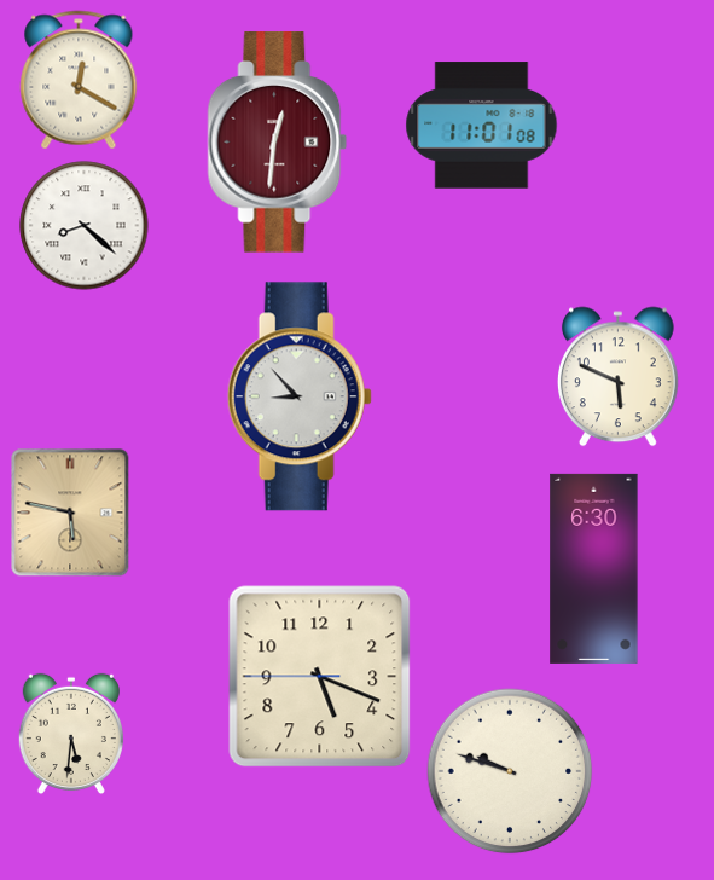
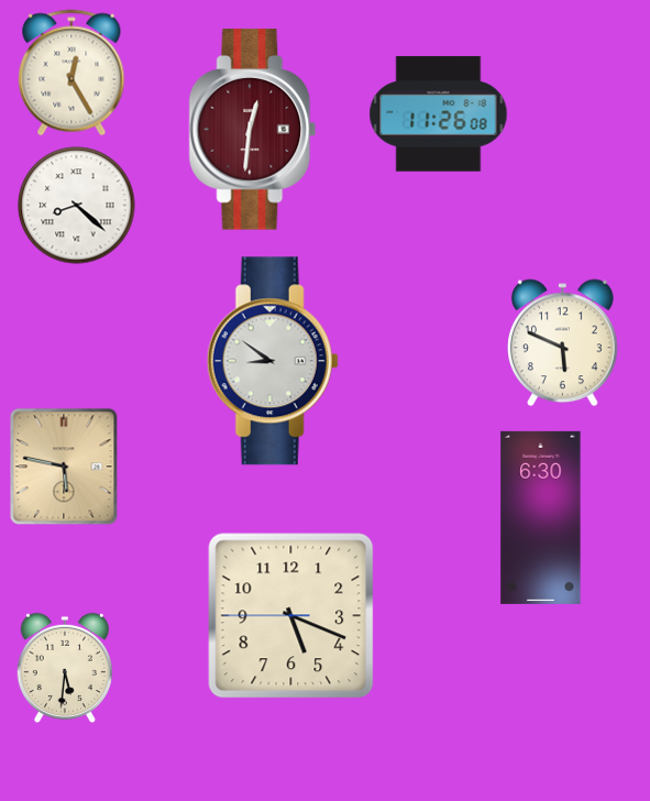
clock at (79, 80): 12:20 -> 12:25
clock at (482, 126): 11:01 -> 11:26
clock at (300, 396): 8:53 -> 8:51
clock at (510, 771): 9:48 -> none
